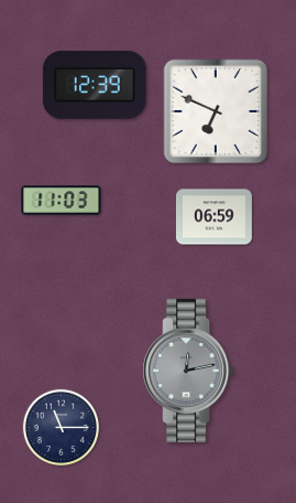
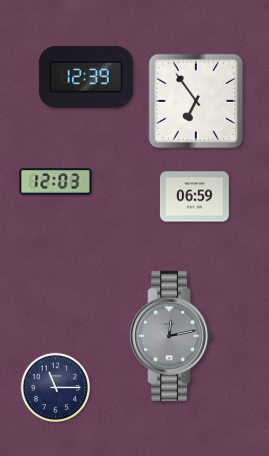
clock at (216, 111): 6:49 -> 6:54
clock at (62, 201): 11:03 -> 12:03
